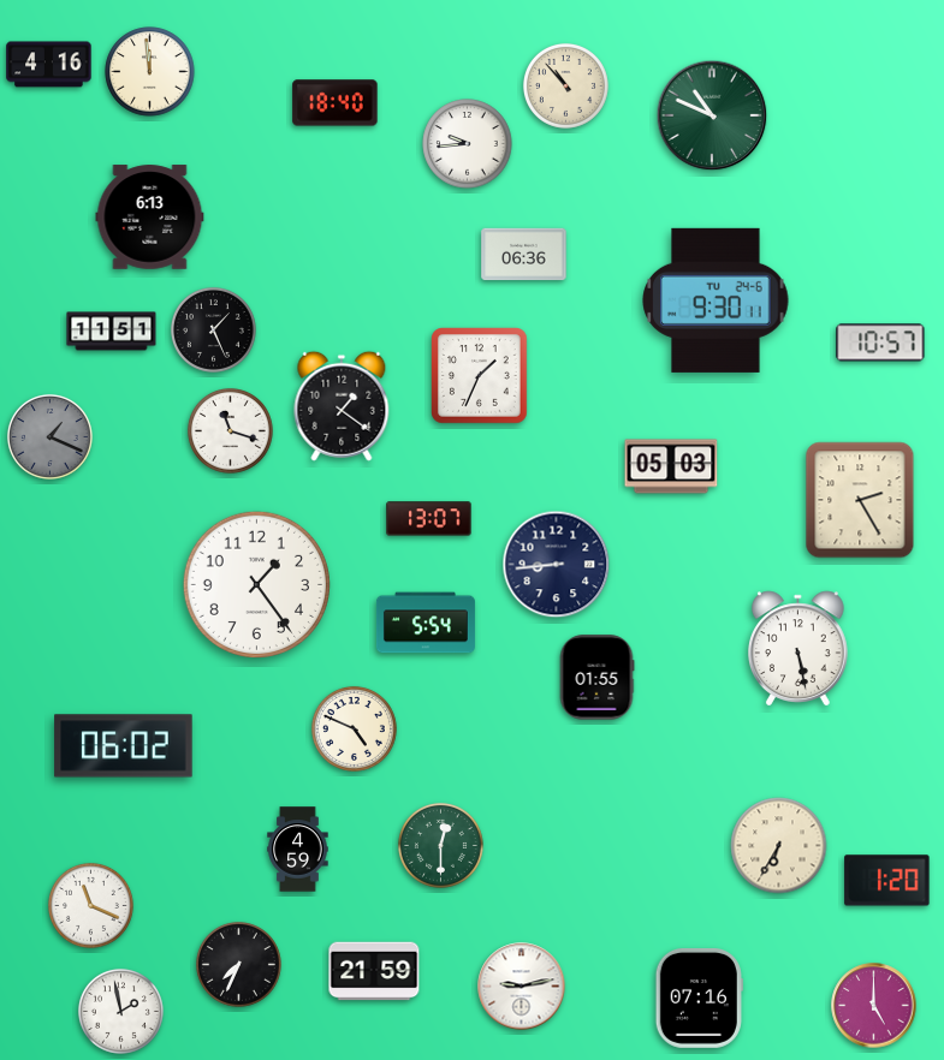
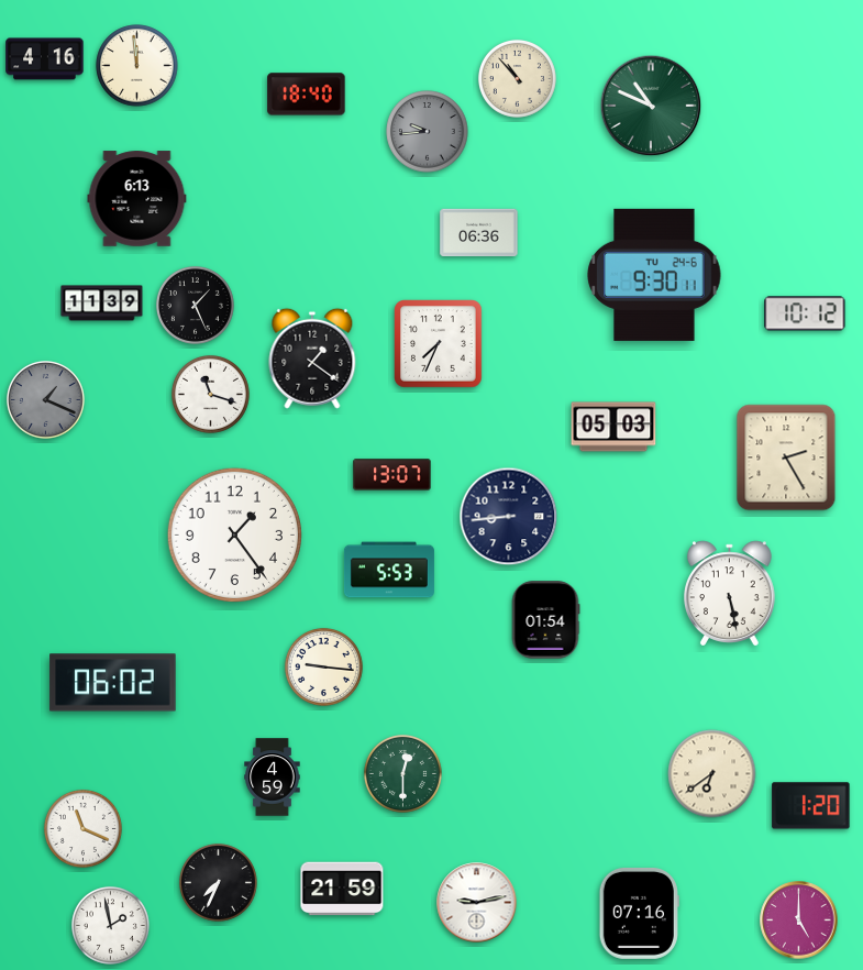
clock at (468, 144) dial: white -> grey
clock at (213, 329) position: (213, 329) -> (195, 305)
clock at (112, 332): 11:51 -> 11:39
clock at (880, 343): 10:57 -> 10:12
clock at (480, 376): 1:34 -> 7:34
clock at (342, 406) position: (342, 406) -> (312, 359)
clock at (426, 623): 5:54 -> 5:53
clock at (596, 678): 01:55 -> 01:54
clock at (354, 728): 4:49 -> 9:16
clock at (779, 846): 6:35 -> 6:39
